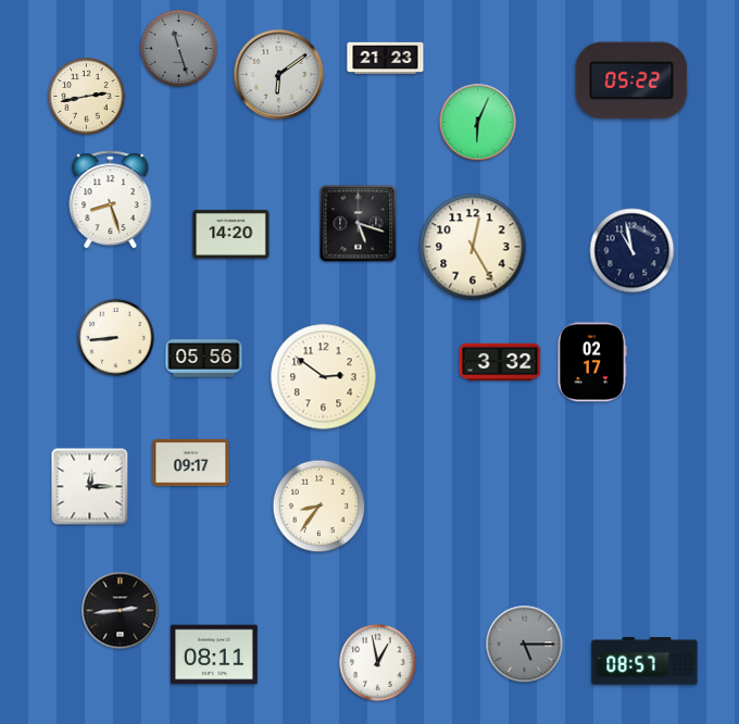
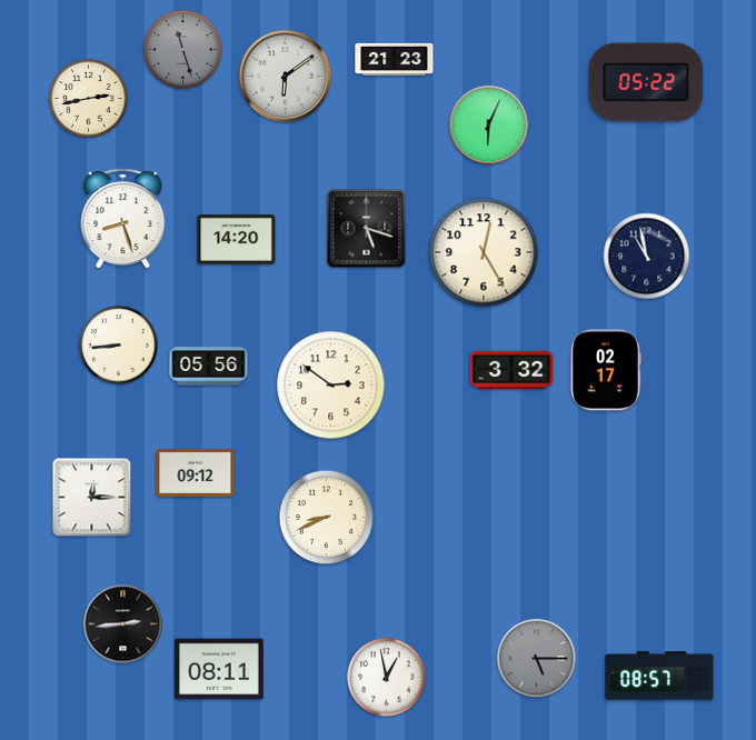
clock at (111, 200) position: (111, 200) -> (123, 219)
clock at (191, 462): 09:17 -> 09:12
clock at (320, 507): 8:36 -> 8:41
